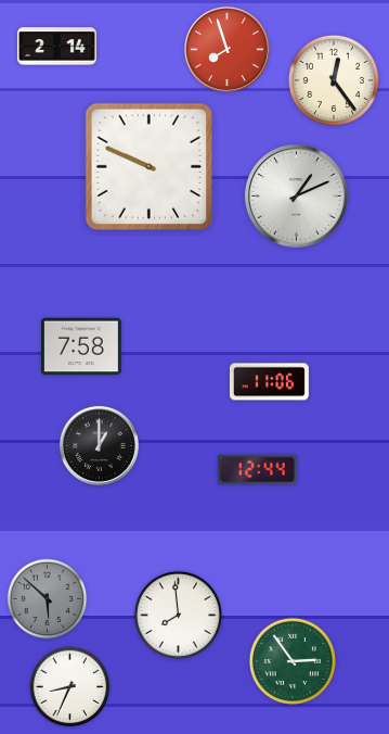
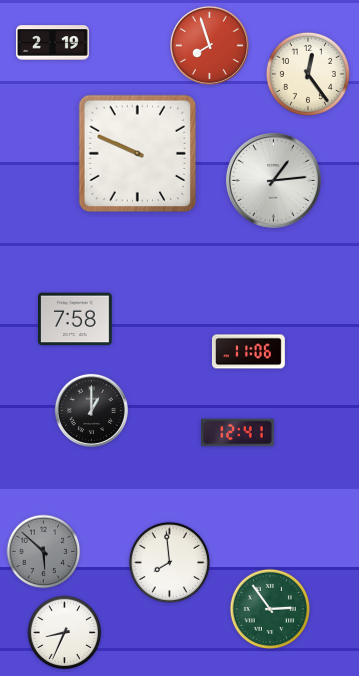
clock at (57, 47): 2:14 -> 2:19
clock at (297, 197): 1:11 -> 1:14
clock at (257, 470): 12:44 -> 12:41
clock at (178, 615) position: (178, 615) -> (169, 562)
